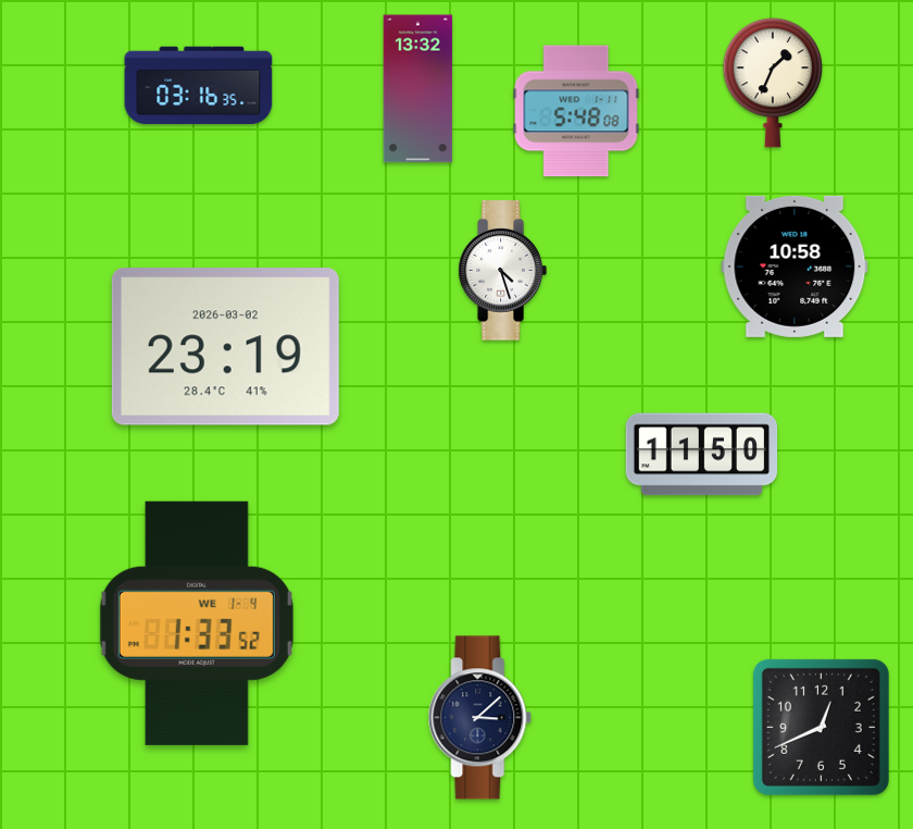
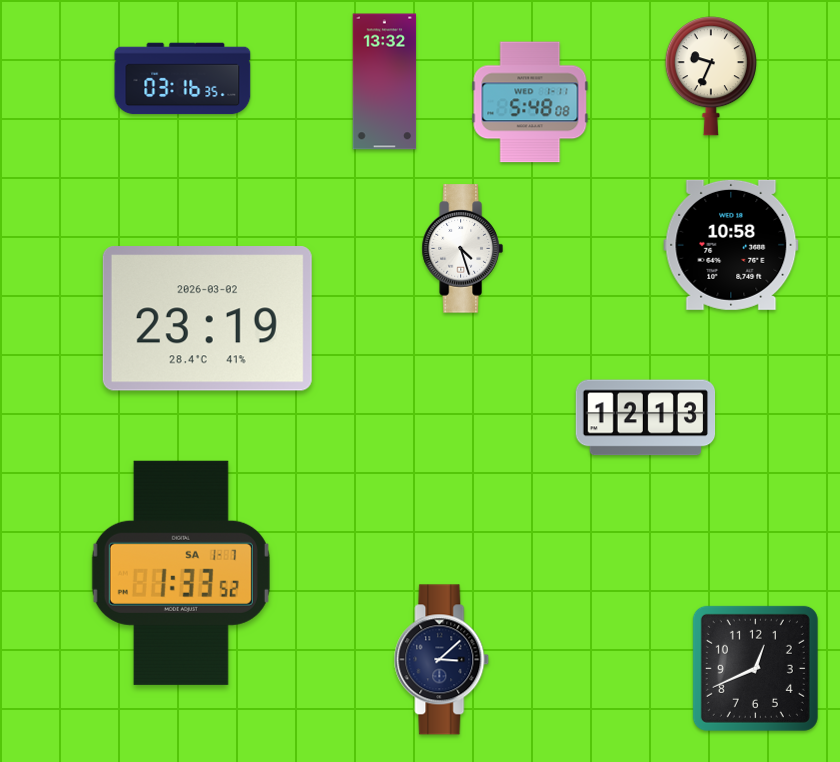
clock at (773, 83): 1:34 -> 9:34
clock at (702, 455): 11:50 -> 12:13
clock at (197, 623) date: WE 1-4 -> SA 1-7
